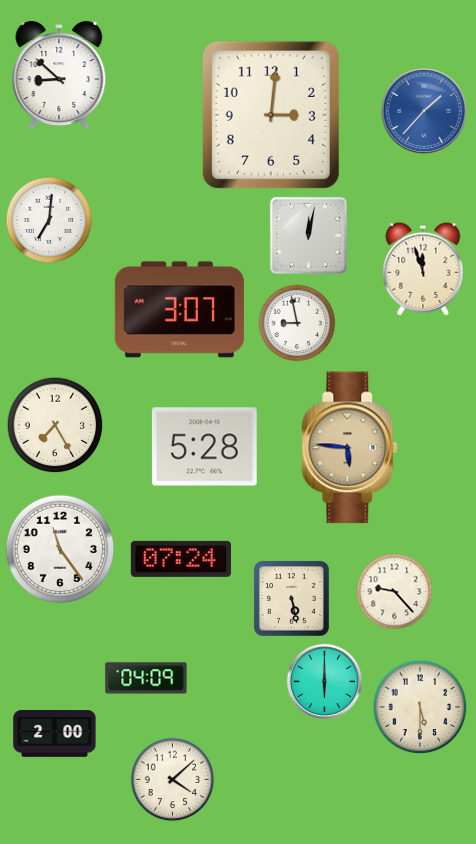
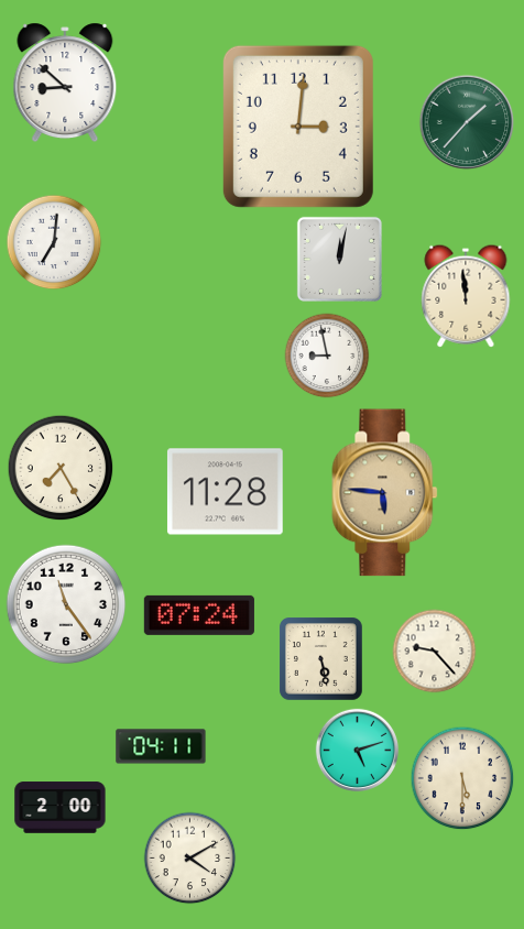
clock at (424, 111) dial: blue -> green
clock at (423, 269): 11:57 -> 11:59
clock at (179, 310): 3:07 -> none
clock at (204, 447): 5:28 -> 11:28
clock at (146, 678): 04:09 -> 04:11
clock at (324, 681): 6:00 -> 5:12
clock at (173, 780): 4:08 -> 4:10
